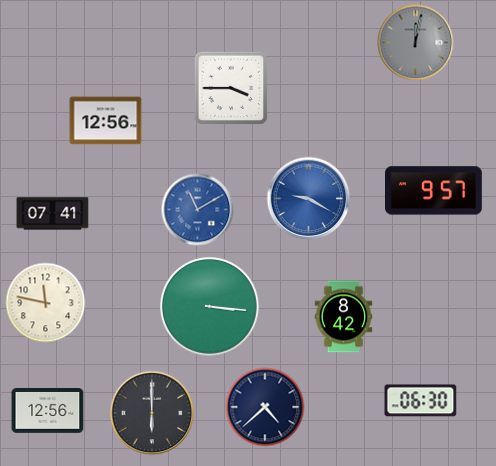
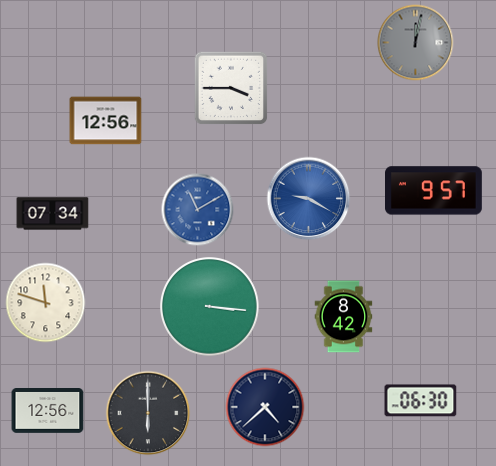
clock at (53, 214): 07:41 -> 07:34
clock at (46, 303): 11:47 -> 11:48
clock at (152, 413) position: (152, 413) -> (148, 413)
